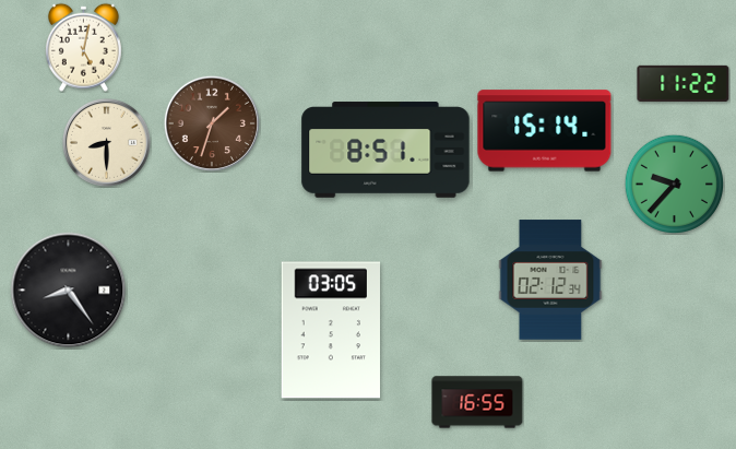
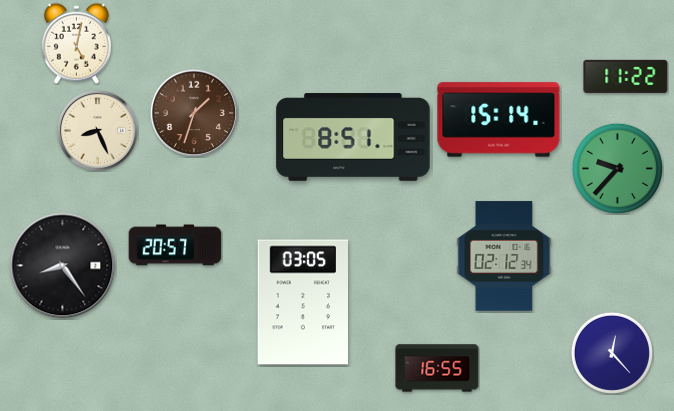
clock at (106, 142): 8:30 -> 8:26
clock at (175, 245): none -> 20:57
clock at (612, 353): none -> 12:23
